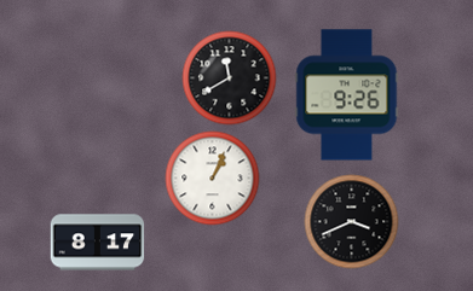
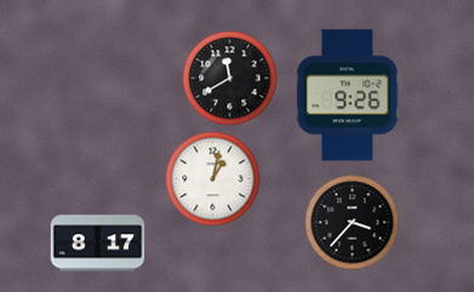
clock at (212, 177): 1:04 -> 1:02
clock at (351, 221): 3:41 -> 3:37
